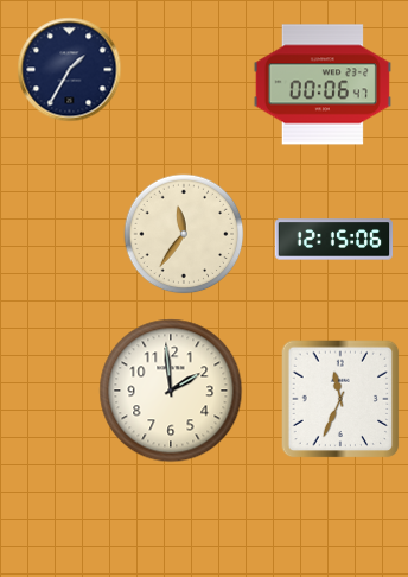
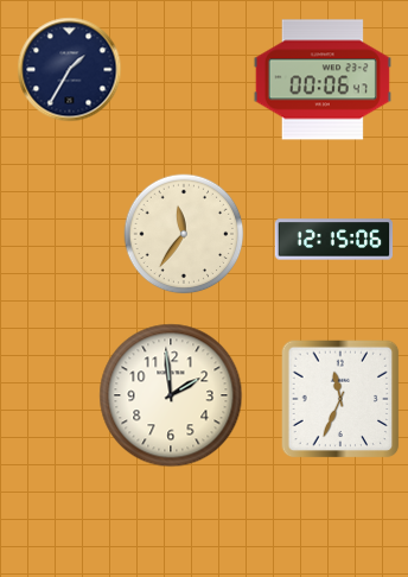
clock at (323, 84) position: (323, 84) -> (323, 80)
clock at (171, 391) position: (171, 391) -> (171, 395)
